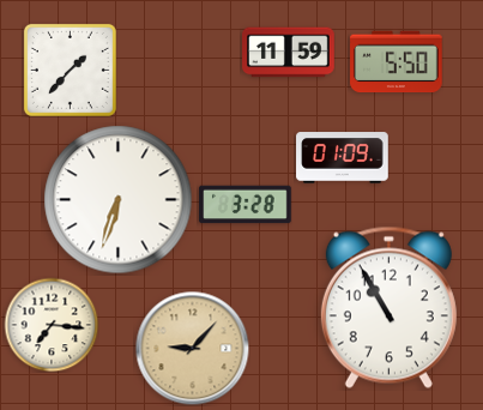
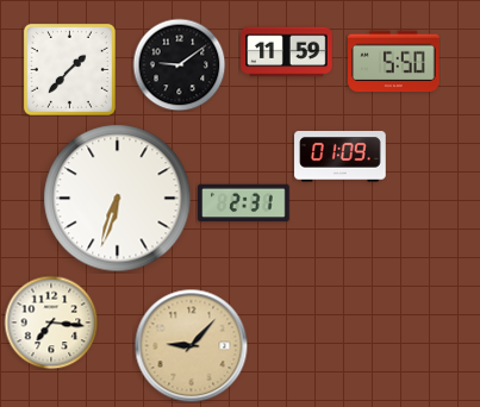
clock at (179, 64): none -> 9:09
clock at (246, 205): 3:28 -> 2:31
clock at (388, 307): 10:55 -> none
